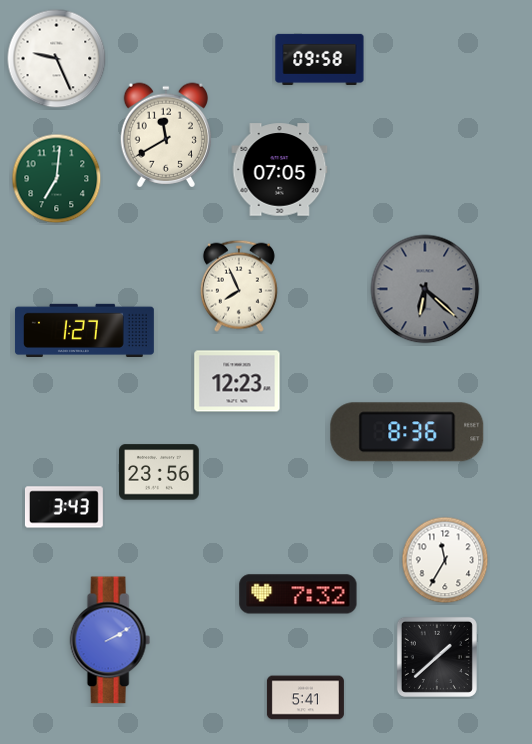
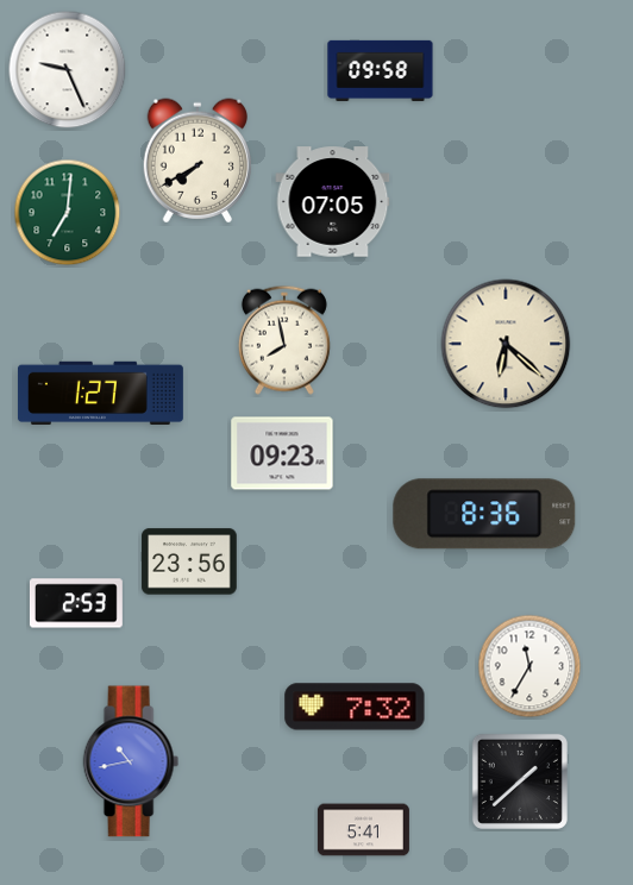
clock at (165, 135): 11:40 -> 7:40
clock at (239, 286): 7:56 -> 7:58
clock at (425, 289) dial: grey -> cream
clock at (237, 381): 12:23 -> 09:23
clock at (64, 507): 3:43 -> 2:53
clock at (110, 640): 2:10 -> 10:43
